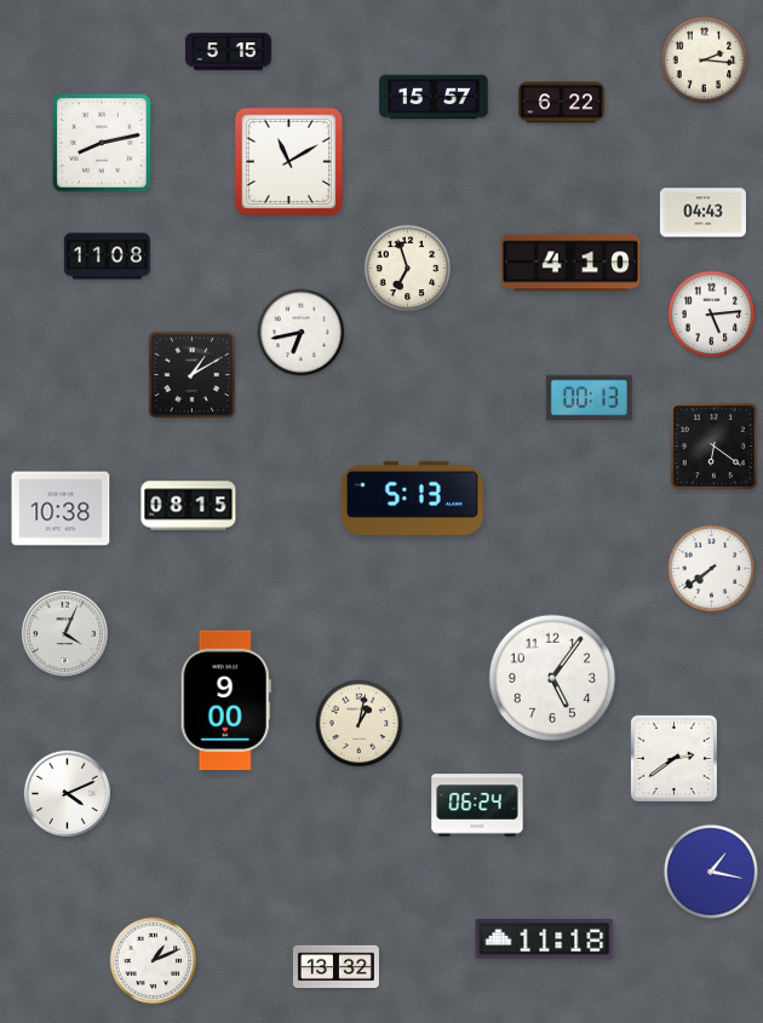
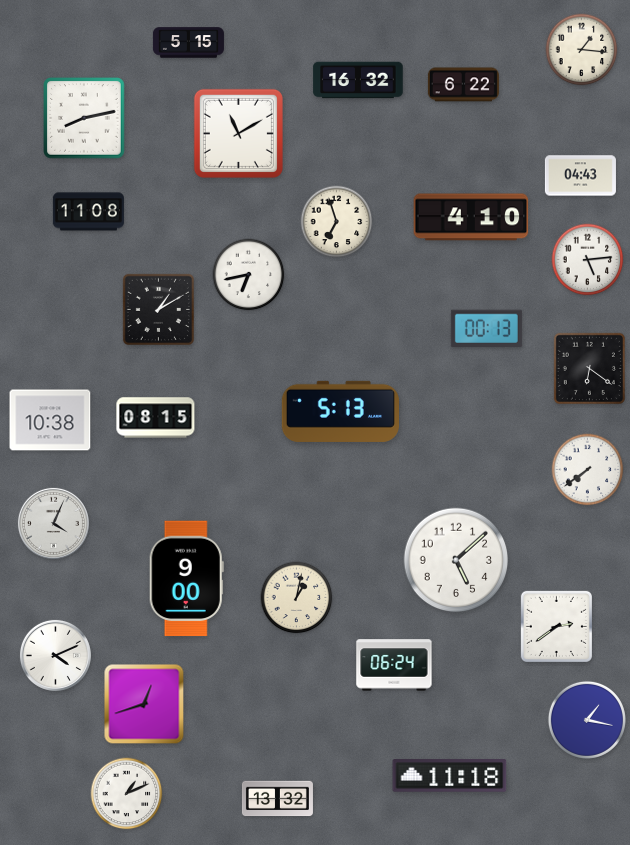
clock at (705, 61): 2:16 -> 1:16
clock at (434, 97): 15:57 -> 16:32
clock at (552, 678): 5:06 -> 5:08
clock at (144, 704): none -> 12:42
